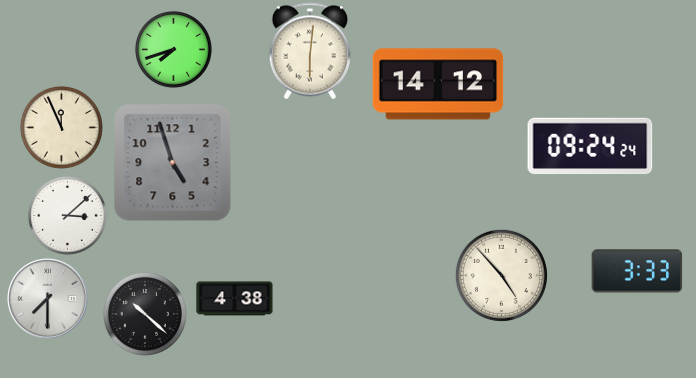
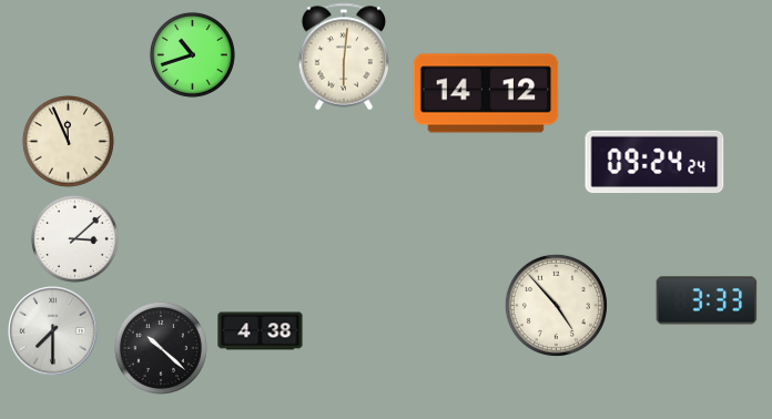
clock at (173, 49): 7:42 -> 10:42
clock at (173, 163): 4:57 -> none
